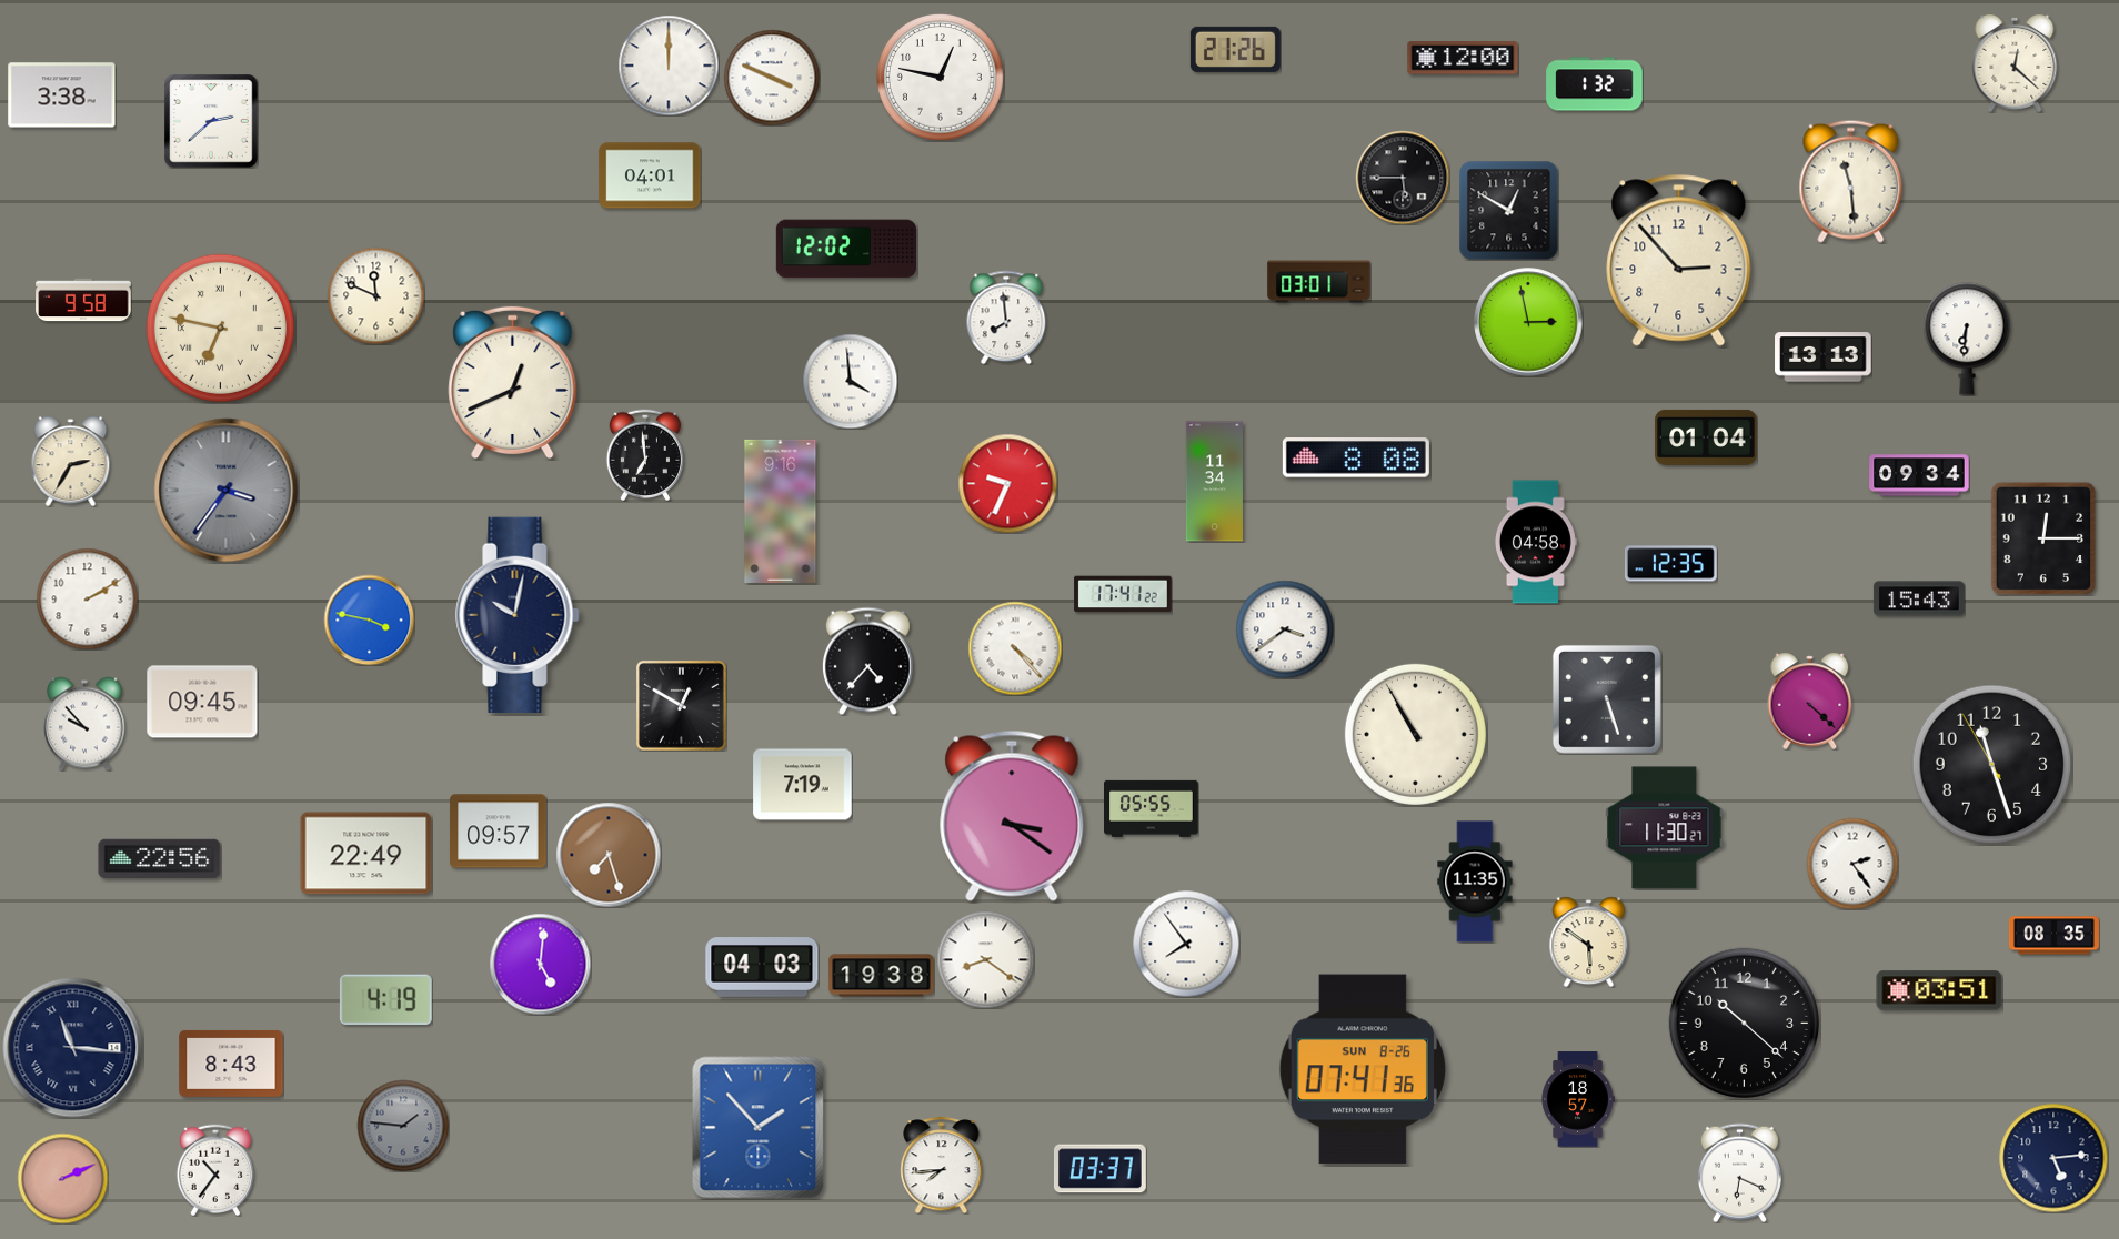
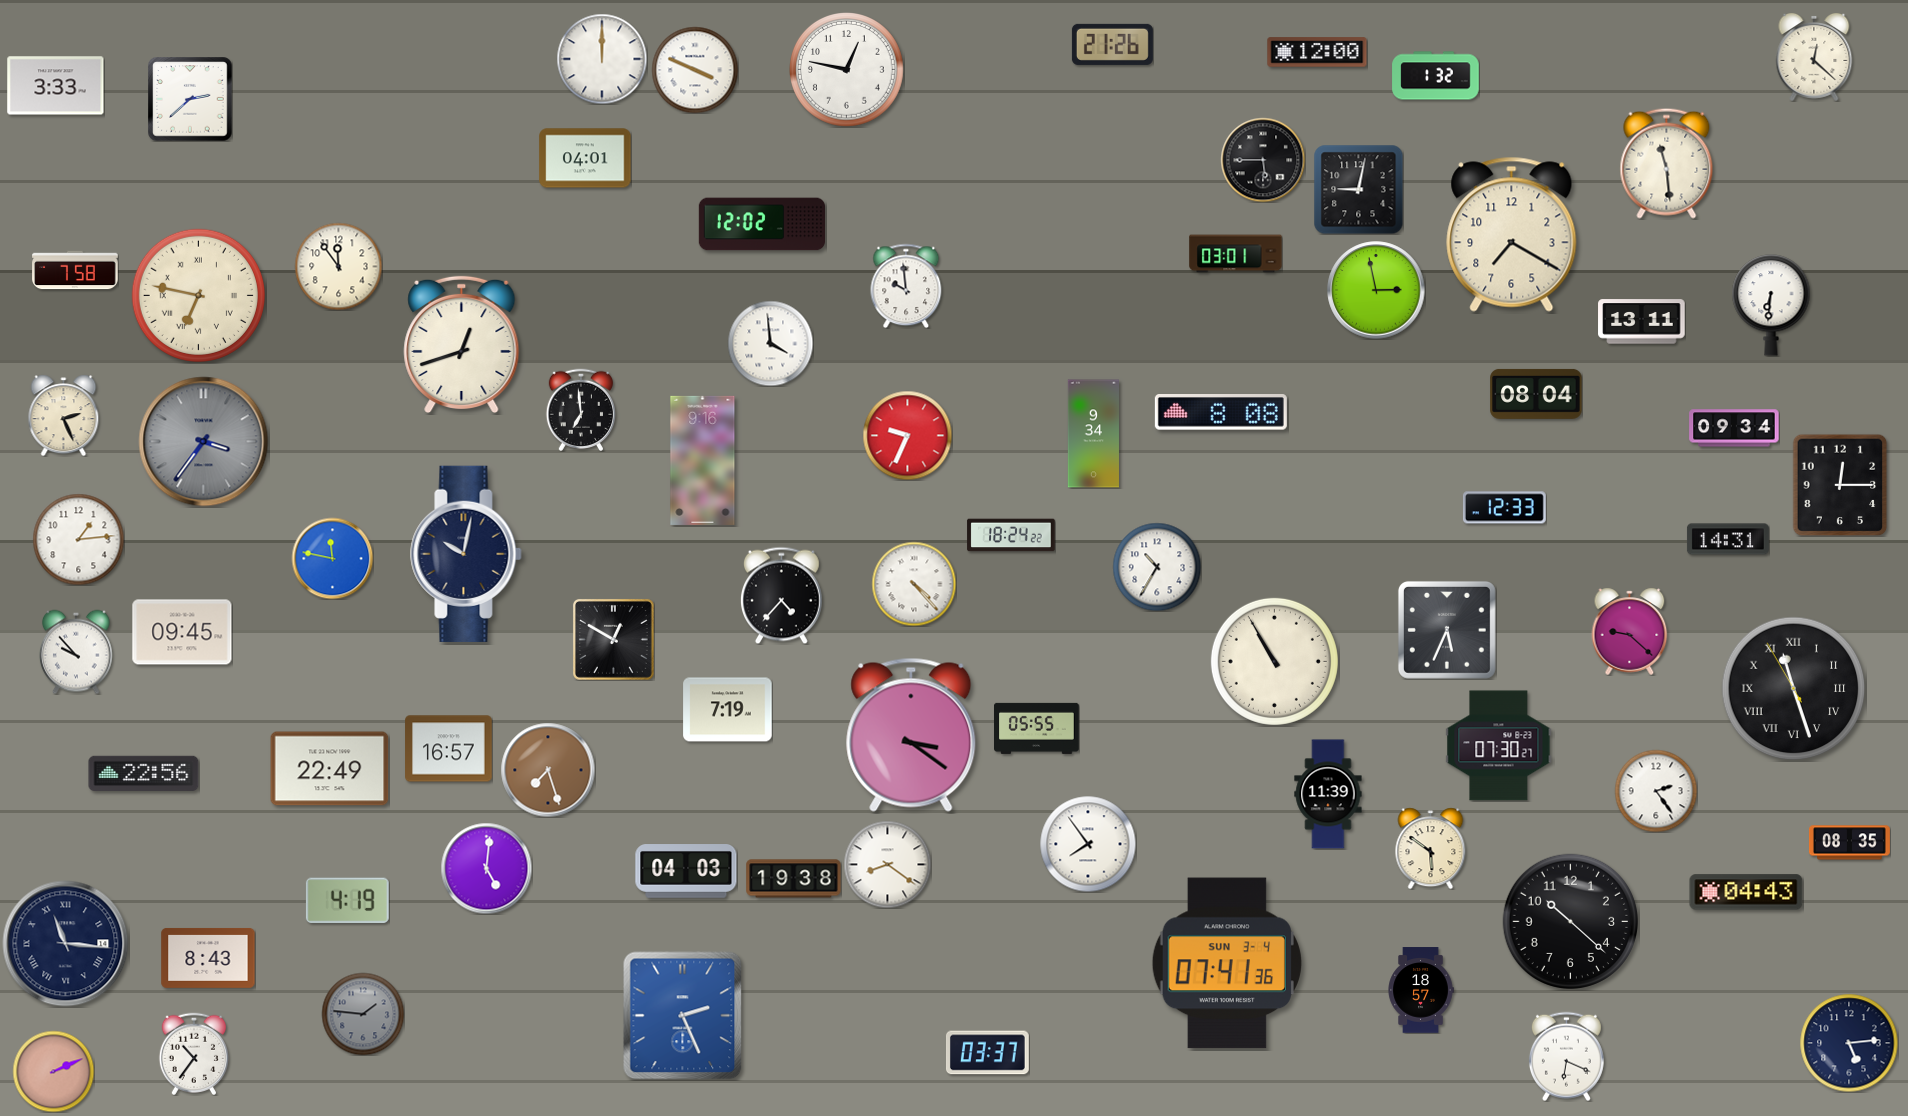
clock at (62, 95): 3:38 -> 3:33
clock at (211, 121) position: (211, 121) -> (190, 99)
clock at (1508, 210): 12:50 -> 9:02
clock at (1679, 260): 2:53 -> 7:20
clock at (1319, 282) position: (1319, 282) -> (1236, 254)
clock at (375, 295): 11:49 -> 11:54
clock at (83, 300): 9:58 -> 7:58
clock at (1006, 318): 7:59 -> 9:59
clock at (1824, 357): 13:13 -> 13:11
clock at (850, 381) position: (850, 381) -> (770, 343)
clock at (513, 383): 12:41 -> 12:42
clock at (1706, 437): 01:04 -> 08:04
clock at (71, 461): 2:35 -> 2:26
clock at (1919, 475) position: (1919, 475) -> (1734, 428)
clock at (1214, 482): 11:34 -> 9:34
clock at (1535, 542): 04:58 -> none
clock at (1670, 564): 12:35 -> 12:33
clock at (1123, 594): 17:41 -> 18:24
clock at (87, 598): 2:10 -> 1:14
clock at (1919, 598): 15:43 -> 14:31
clock at (369, 619): 3:47 -> 11:47
clock at (1285, 629): 3:39 -> 10:35
clock at (1607, 699): 5:27 -> 5:34
clock at (1810, 701): 4:22 -> 9:22
clock at (681, 705) position: (681, 705) -> (613, 639)
clock at (1992, 765) numerals: Arabic -> Roman
clock at (803, 785) position: (803, 785) -> (728, 710)
clock at (1665, 828): 11:30 -> 07:30
clock at (499, 832): 09:57 -> 16:57
clock at (1852, 864) position: (1852, 864) -> (1656, 791)
clock at (1475, 882): 11:35 -> 11:39
clock at (1186, 944) position: (1186, 944) -> (1088, 844)
clock at (1939, 990): 03:51 -> 04:43
clock at (1363, 1069) date: SUN 8-26 -> SUN 3-4
clock at (759, 1128): 1:53 -> 2:26
clock at (942, 1165): 7:44 -> none
clock at (1099, 1169) position: (1099, 1169) -> (987, 1053)
clock at (62, 1178) position: (62, 1178) -> (53, 1071)
